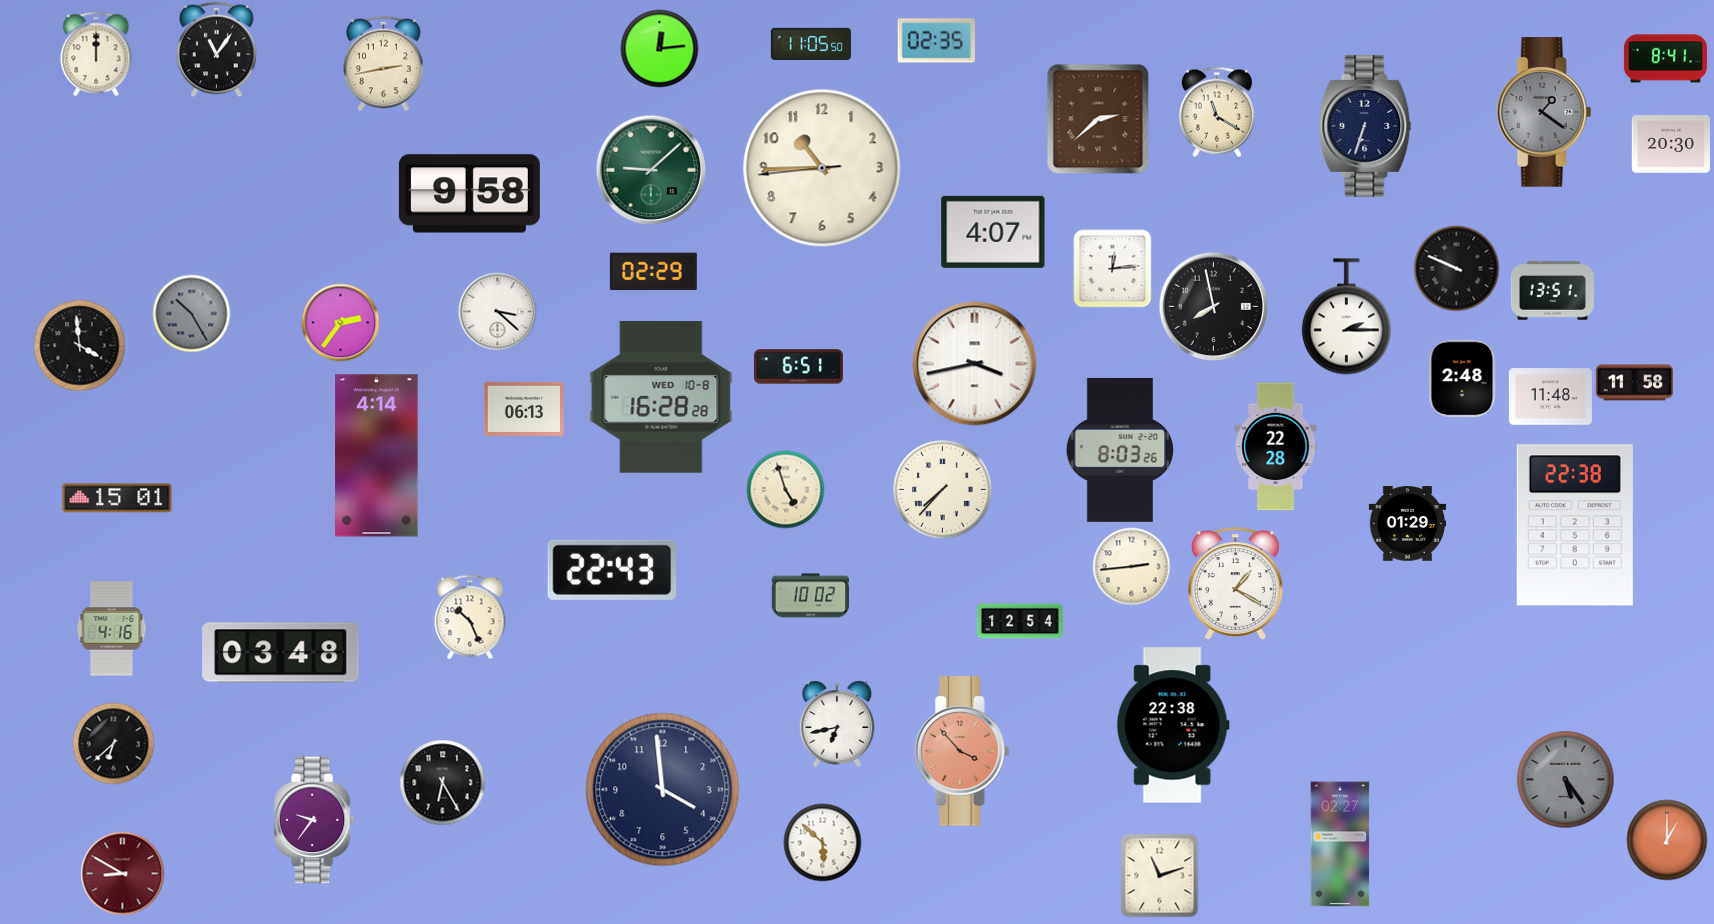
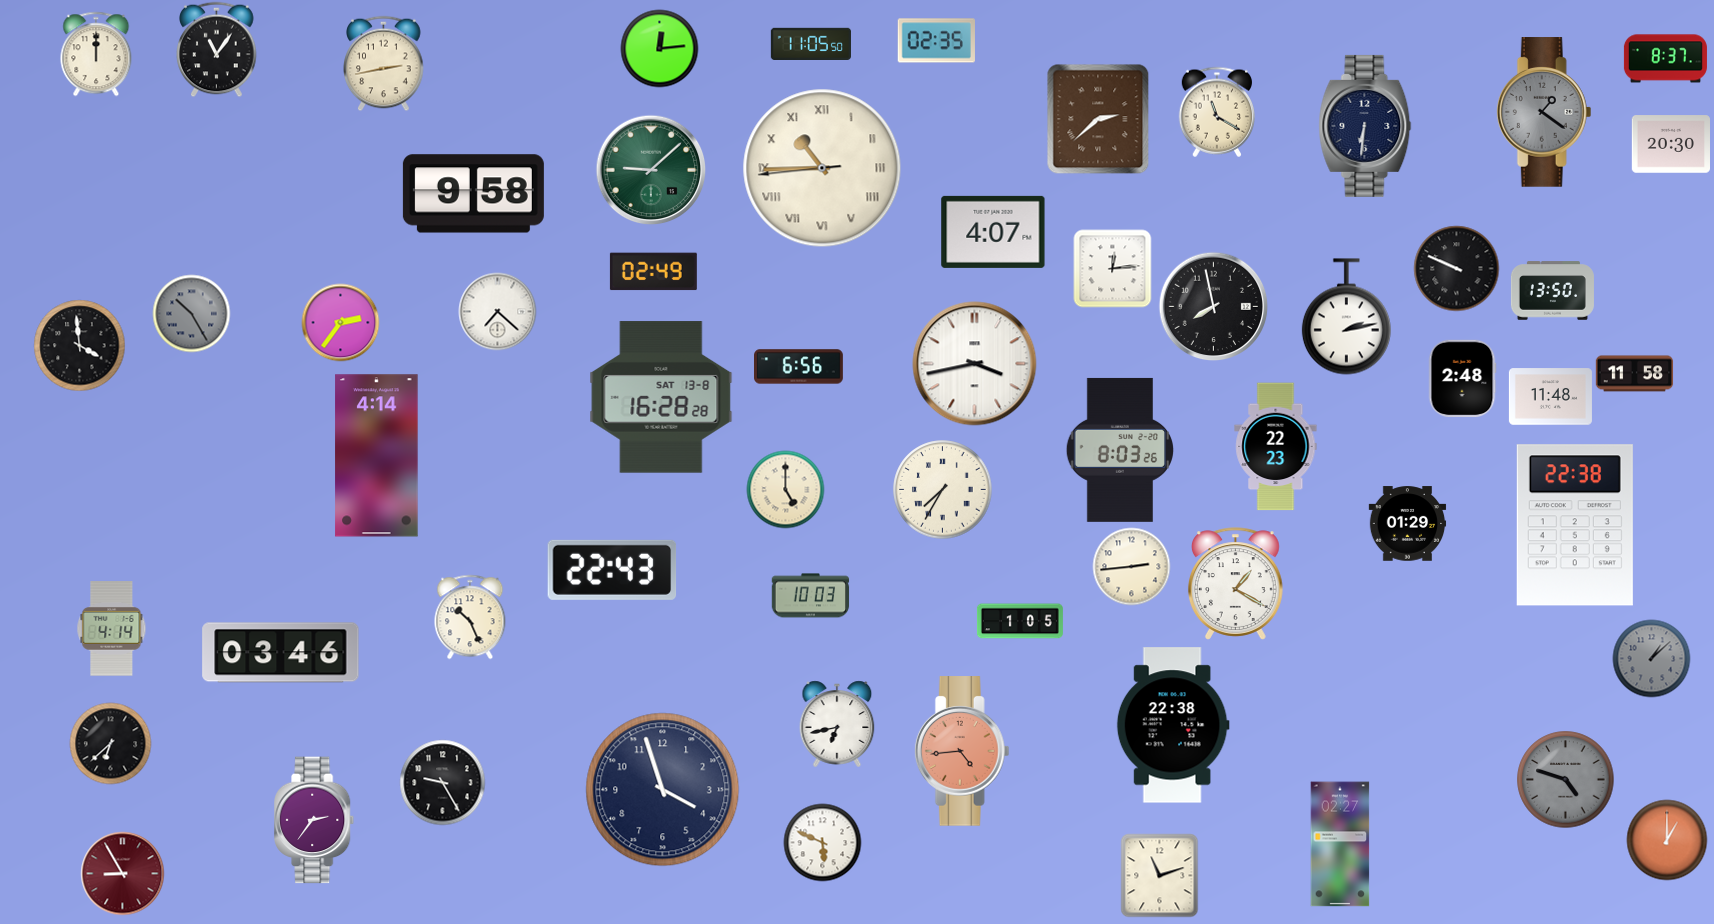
clock at (1665, 59): 8:41 -> 8:37
clock at (1365, 126): 6:33 -> 6:31
clock at (822, 168) numerals: Arabic -> Roman
clock at (469, 194) position: (469, 194) -> (473, 194)
clock at (653, 272): 02:29 -> 02:49
clock at (1552, 291): 13:51 -> 13:50
clock at (497, 311): 3:22 -> 7:22
clock at (1346, 317): 2:15 -> 2:13
clock at (799, 367): 6:51 -> 6:56
clock at (1634, 383) position: (1634, 383) -> (1634, 374)
clock at (661, 397) date: WED 10-8 -> SAT 13-8
clock at (524, 409): 06:13 -> none
clock at (1276, 447): 22:28 -> 22:23
clock at (785, 489): 4:57 -> 5:00
clock at (943, 490): 7:37 -> 7:35
clock at (117, 498): 15:01 -> none
clock at (810, 596): 10:02 -> 10:03
clock at (1020, 621): 12:54 -> 1:05
clock at (112, 629): 4:16 -> 4:14
clock at (281, 653): 03:48 -> 03:46
clock at (1651, 658): none -> 1:08
clock at (113, 743) position: (113, 743) -> (110, 743)
clock at (962, 751): 3:53 -> 4:44
clock at (1566, 780): 5:24 -> 4:48
clock at (442, 782): 6:25 -> 9:25
clock at (663, 790): 3:59 -> 3:57
clock at (315, 820): 9:36 -> 2:36
clock at (822, 842): 5:52 -> 5:49
clock at (122, 873): 8:50 -> 8:55
